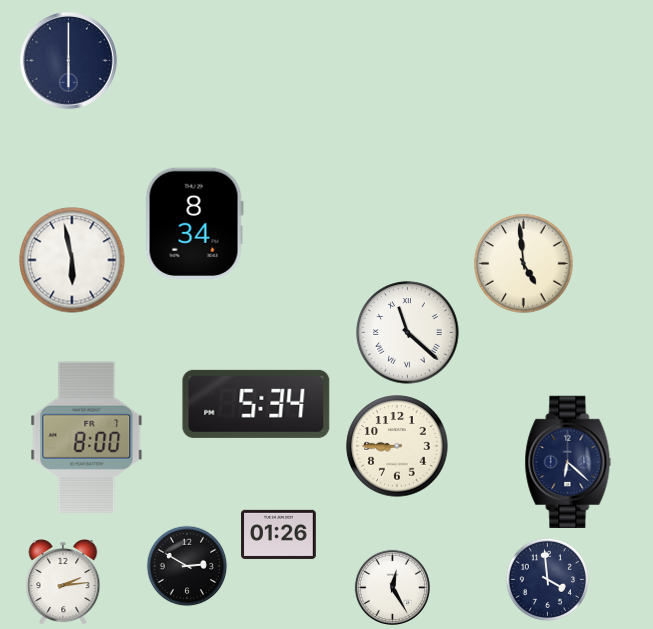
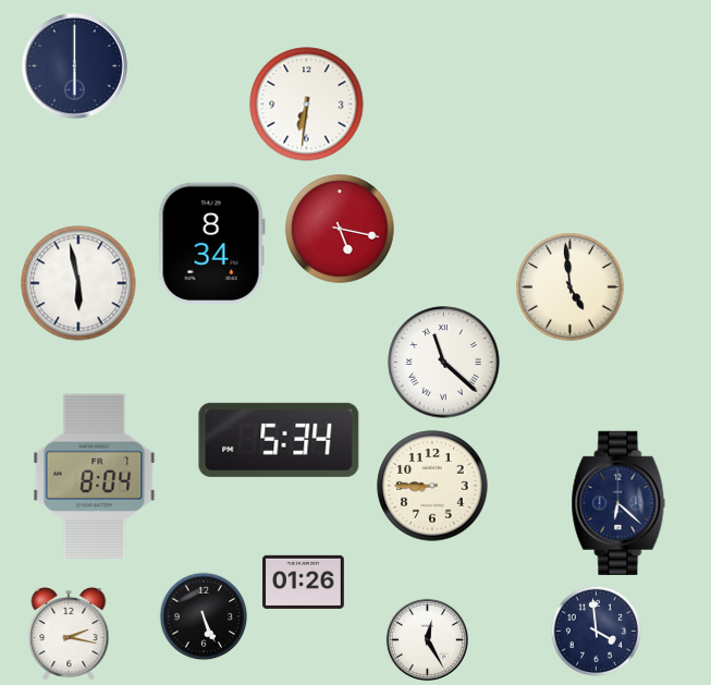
clock at (307, 105): none -> 6:31
clock at (340, 229): none -> 5:17
clock at (87, 438): 8:00 -> 8:04
clock at (187, 566): 2:50 -> 5:26
clock at (63, 583): 2:14 -> 2:17
